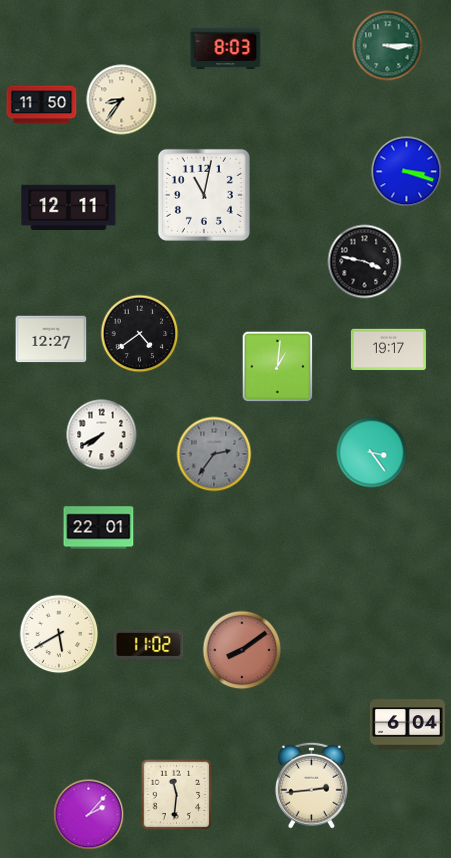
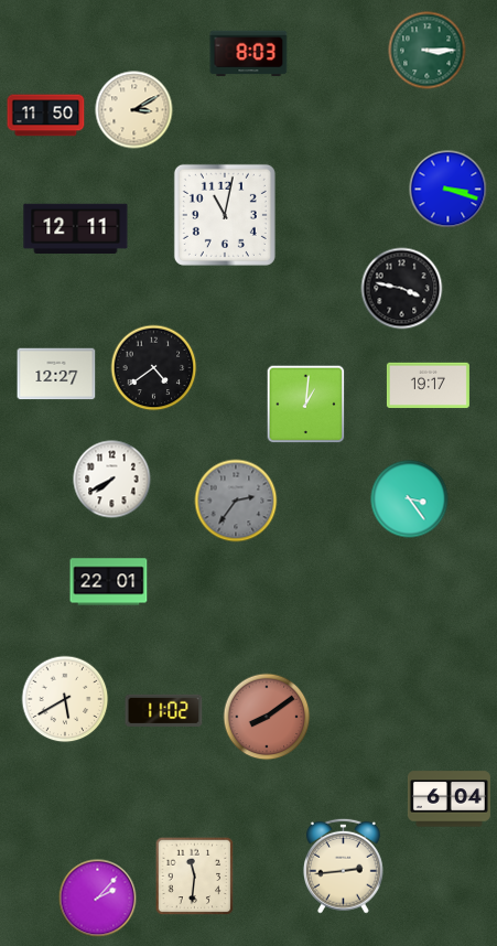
clock at (122, 100): 8:36 -> 3:10
